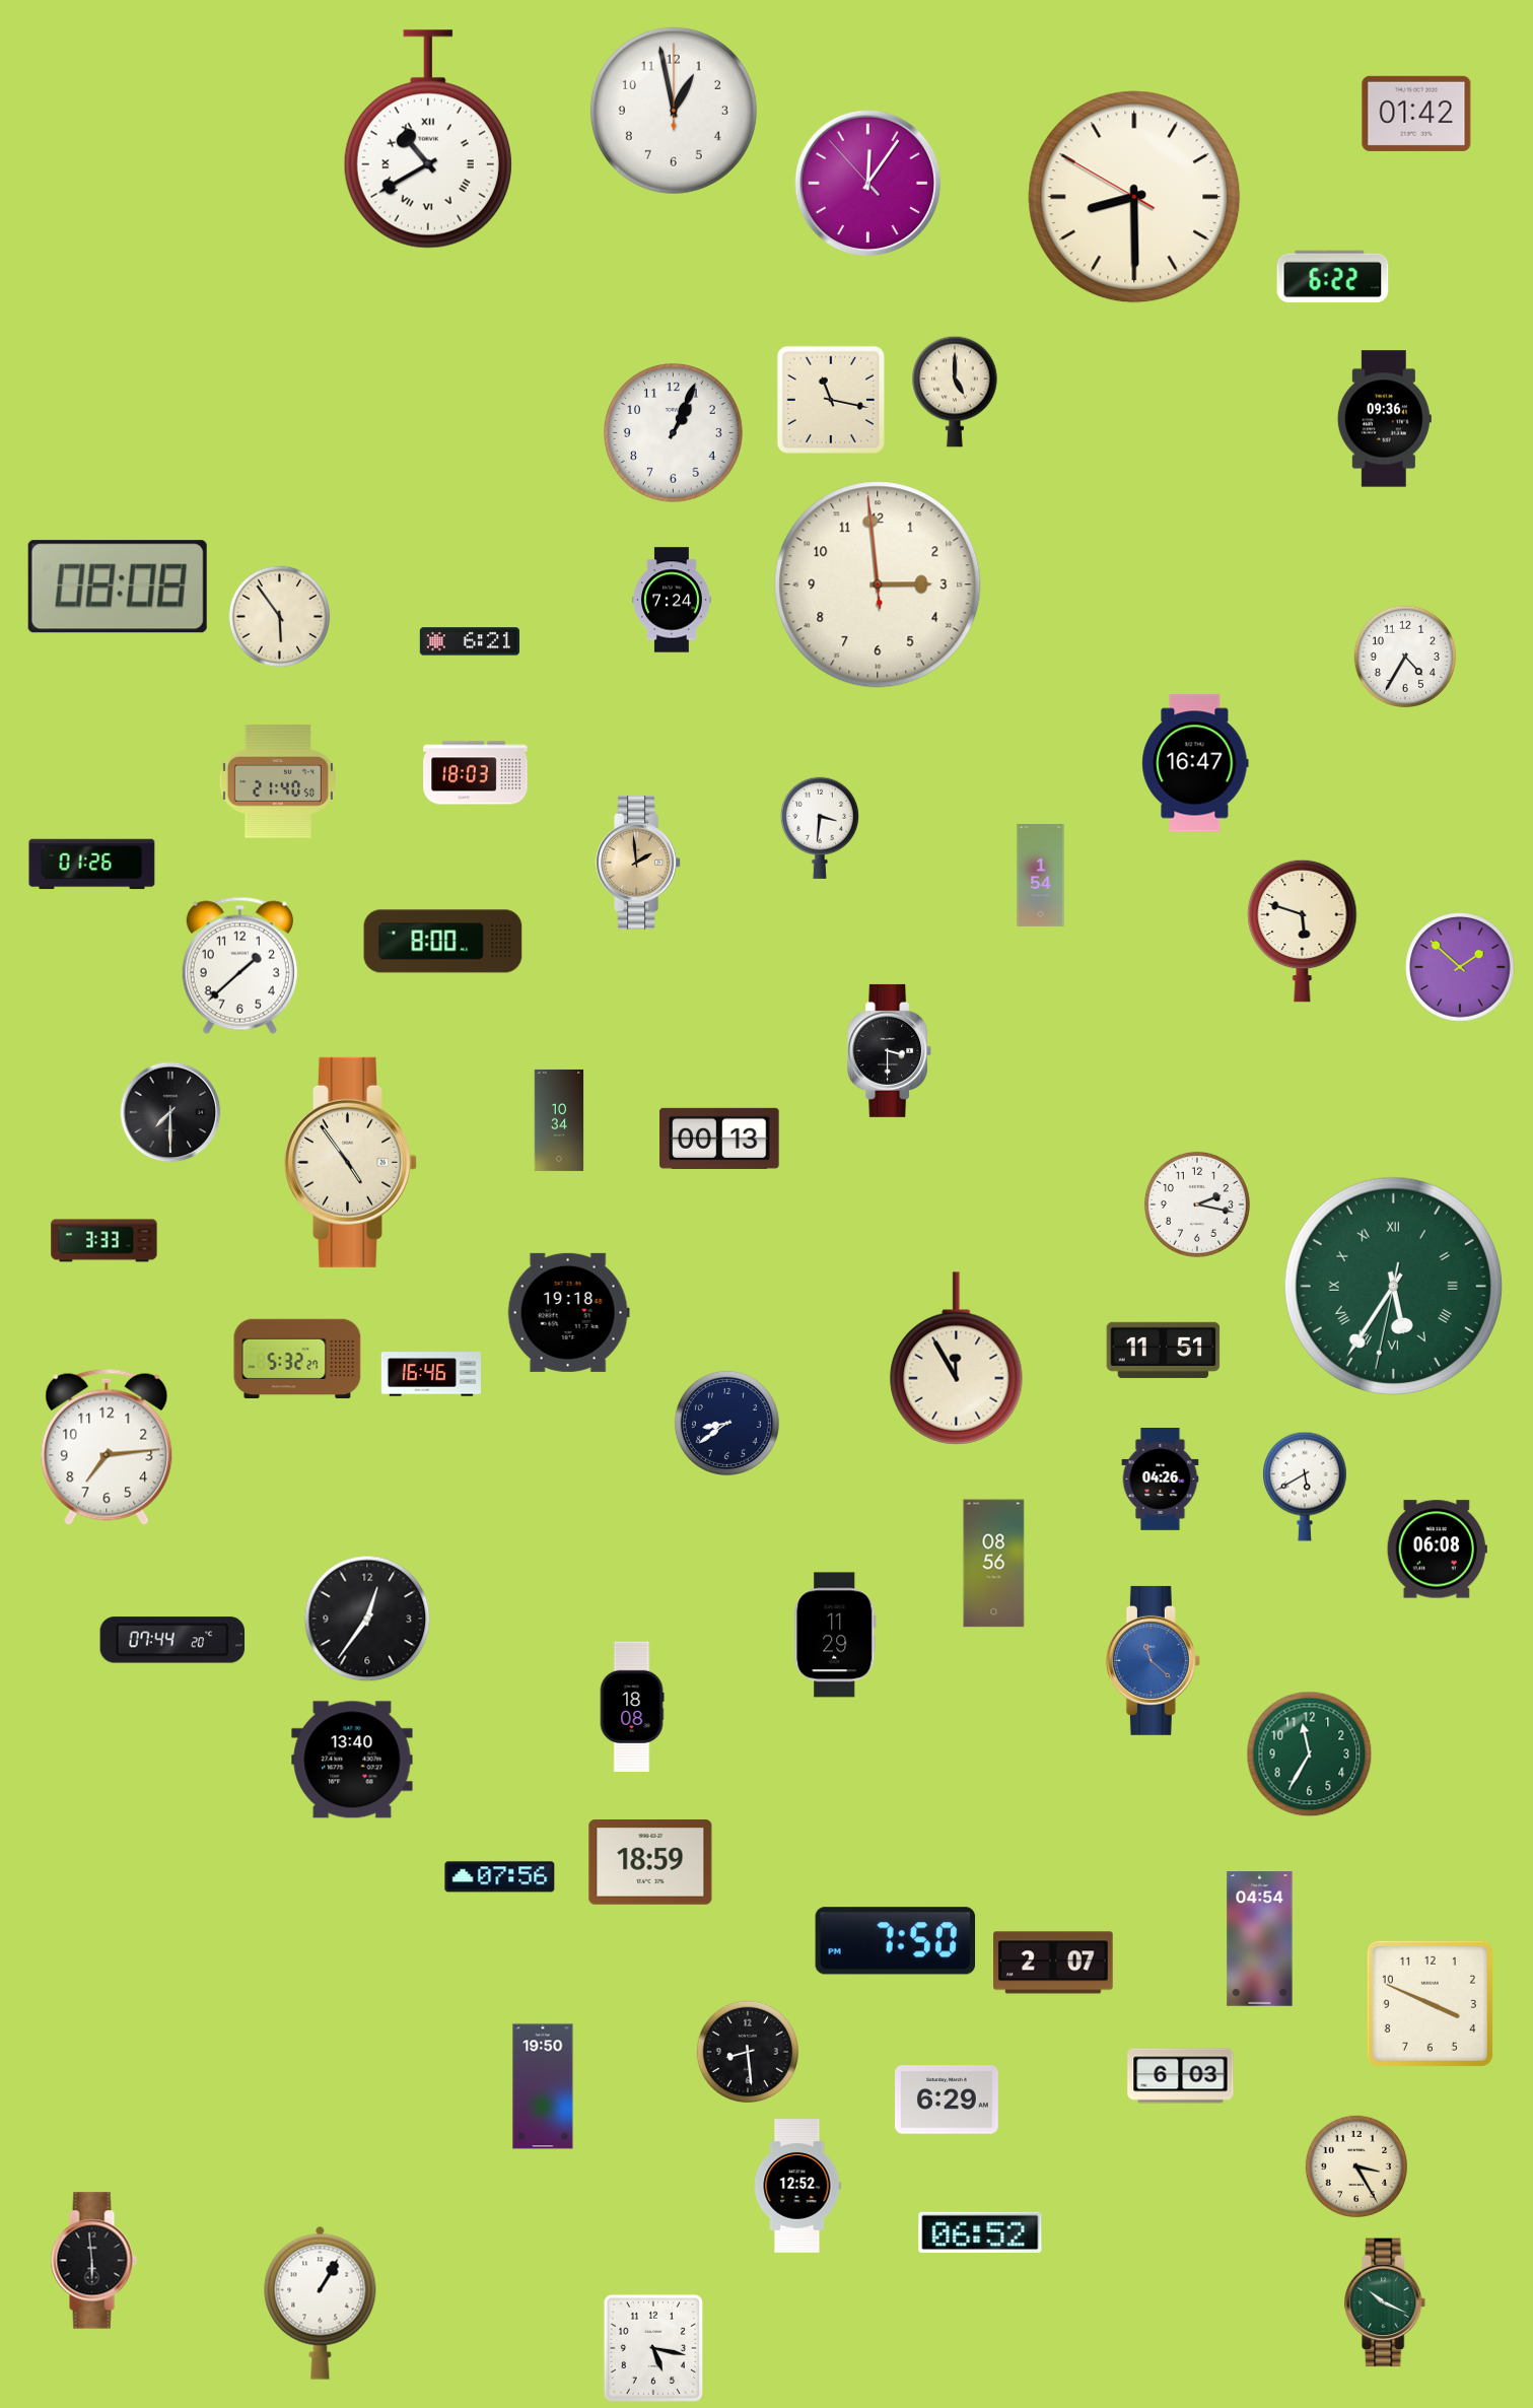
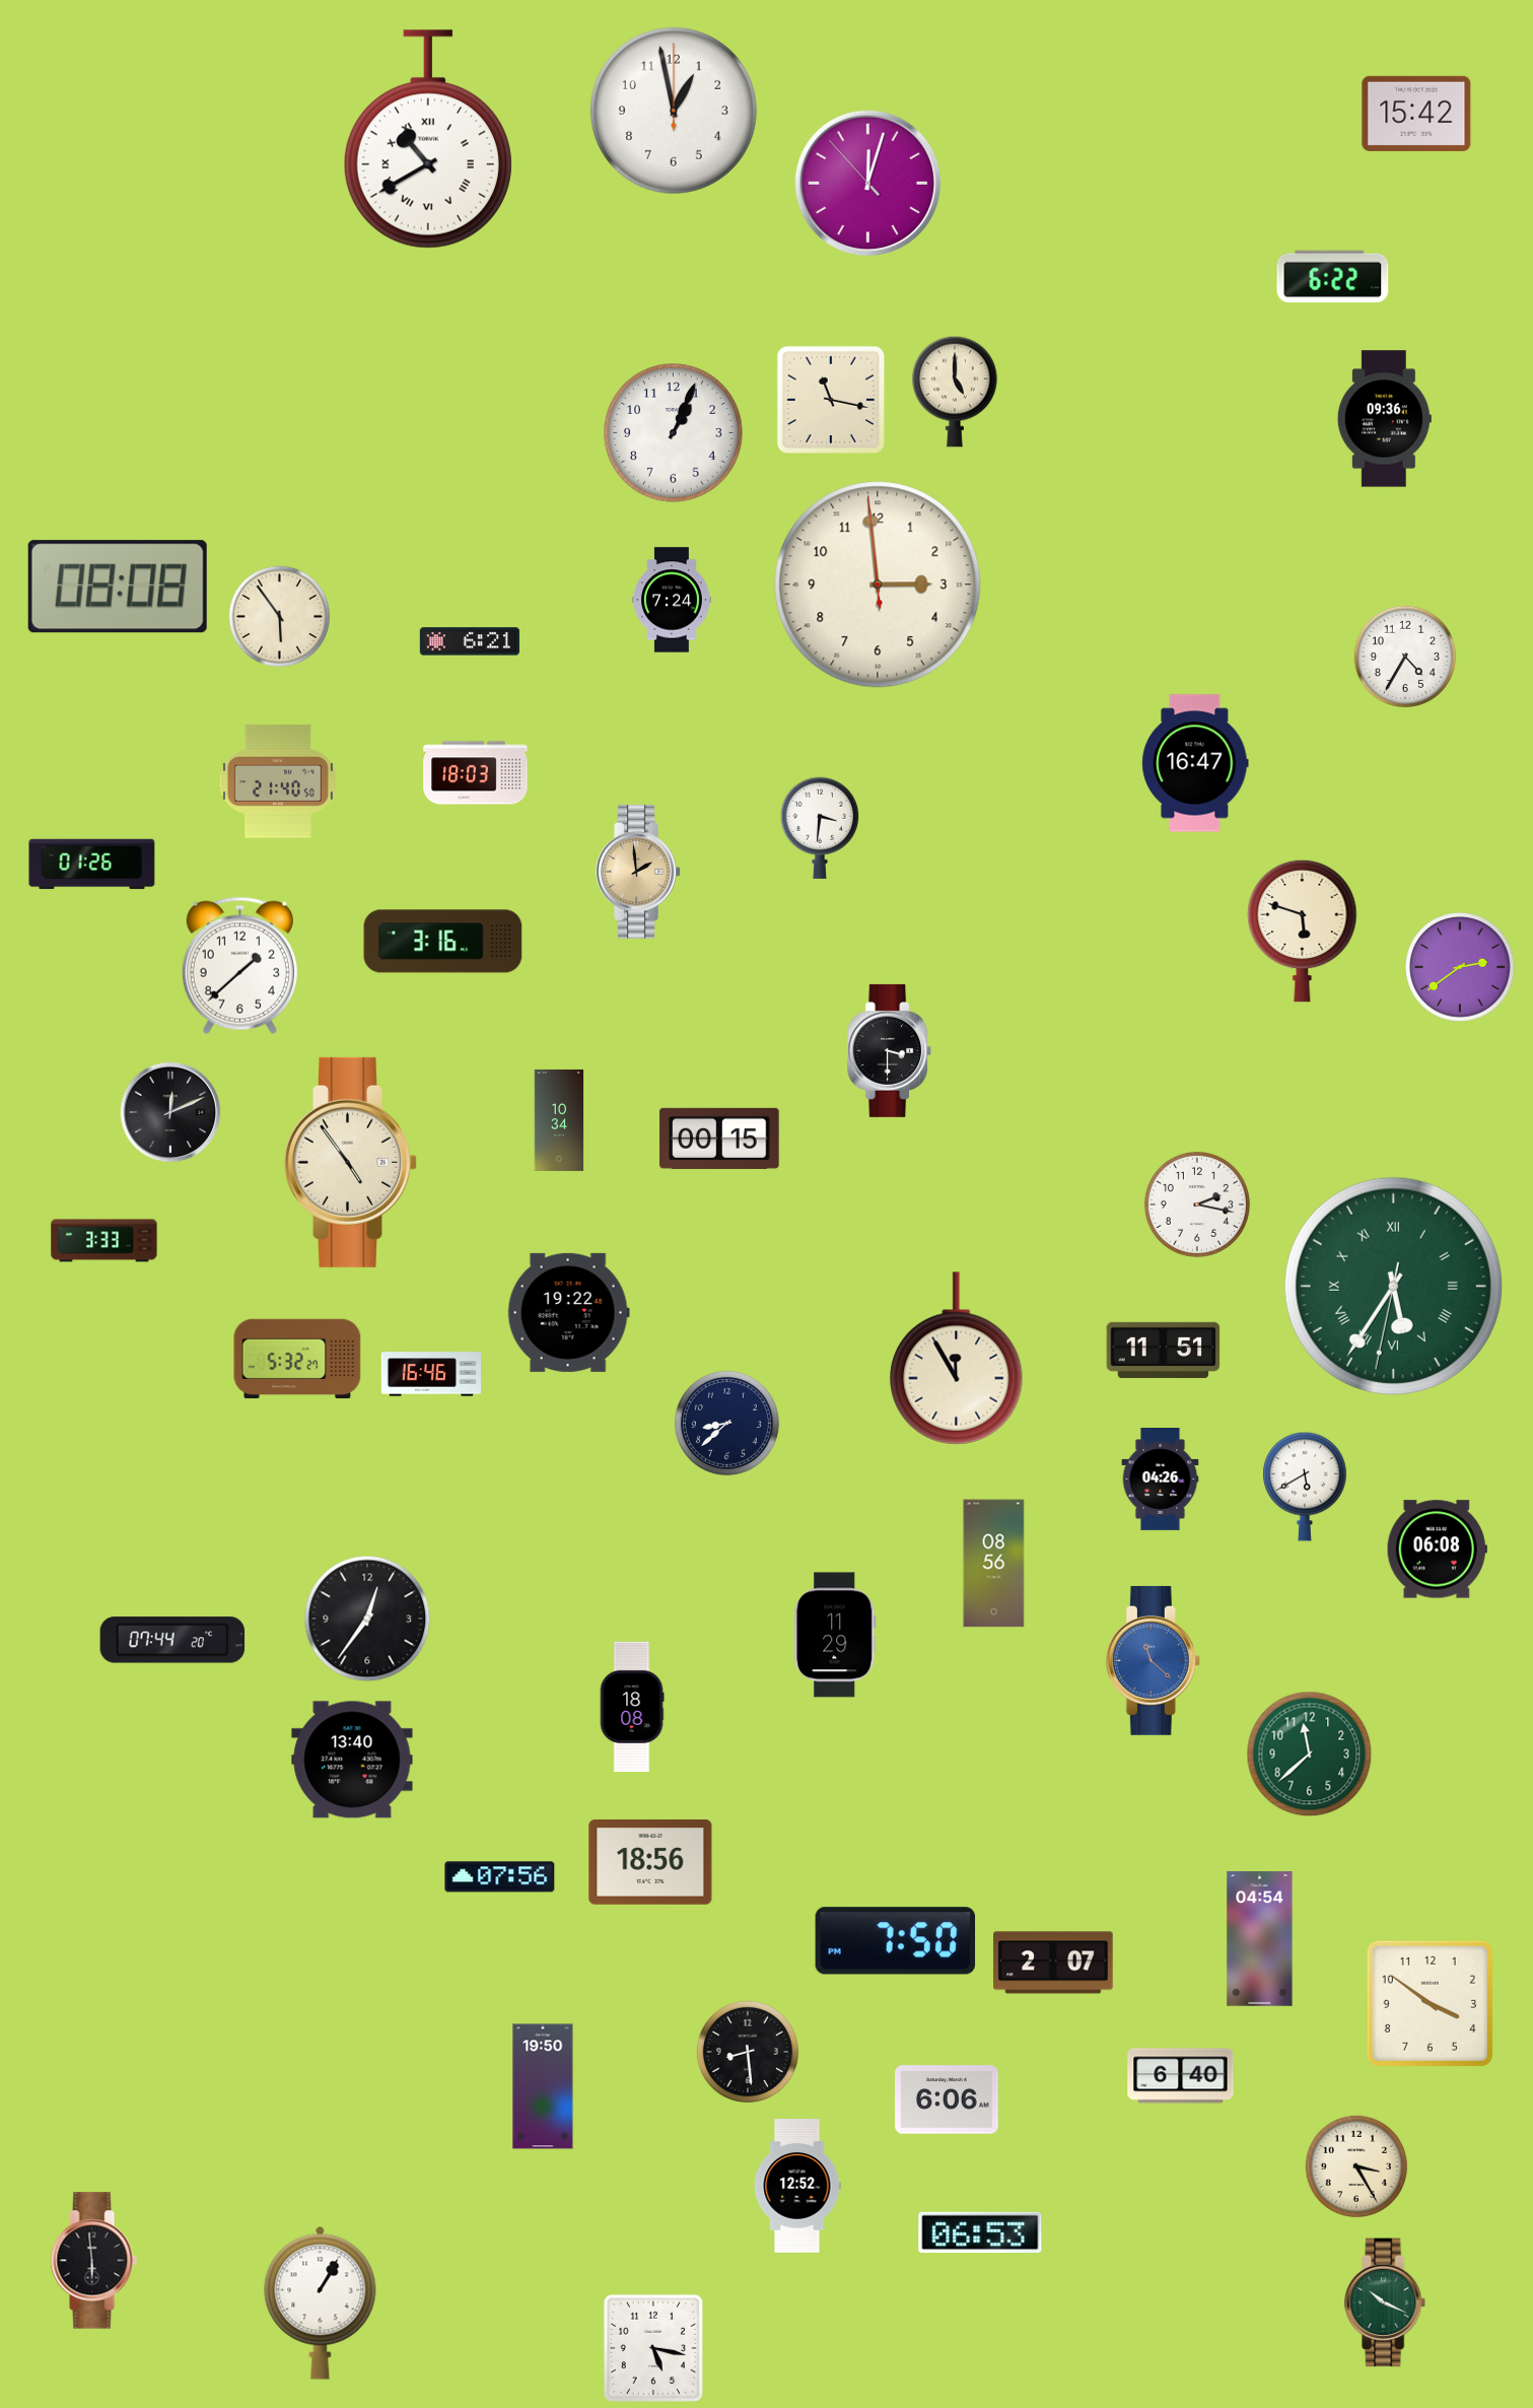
clock at (1416, 114): 01:42 -> 15:42
clock at (868, 184): 12:05 -> 12:02
clock at (1134, 197): 8:29 -> none
clock at (638, 863) position: (638, 863) -> (638, 872)
clock at (1041, 876): 1:54 -> none
clock at (443, 942): 8:00 -> 3:16
clock at (1460, 967): 1:52 -> 2:39
clock at (170, 1112): 7:30 -> 12:11
clock at (719, 1139): 00:13 -> 00:15
clock at (568, 1312): 19:18 -> 19:22
clock at (726, 1423): 8:39 -> 8:38
clock at (107, 1447): 7:14 -> none
clock at (1310, 1755): 11:35 -> 11:38
clock at (650, 1862): 18:59 -> 18:56
clock at (1430, 2003): 3:49 -> 3:51
clock at (1181, 2076): 6:03 -> 6:40
clock at (947, 2100): 6:29 -> 6:06
clock at (980, 2232): 06:52 -> 06:53
